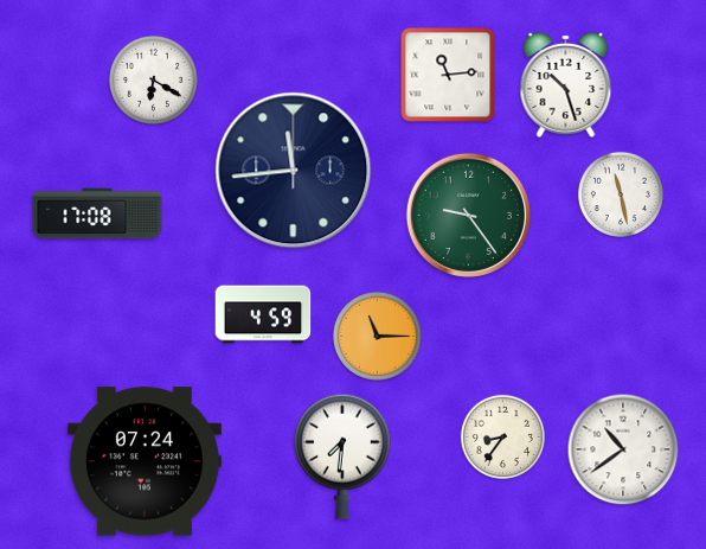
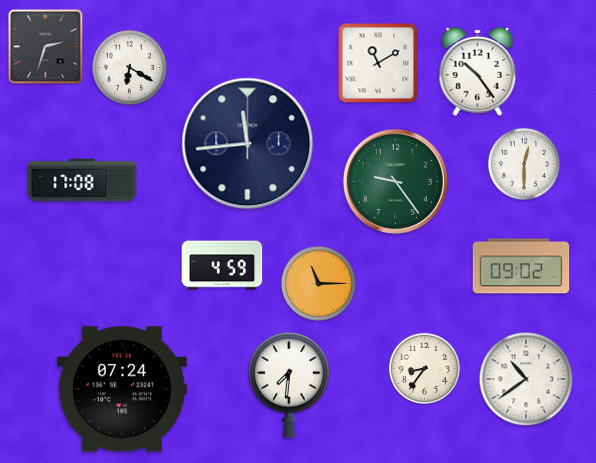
clock at (46, 47): none -> 2:33
clock at (448, 75): 11:14 -> 11:10
clock at (566, 84): 10:27 -> 10:24
clock at (621, 194): 11:28 -> 12:30
clock at (521, 266): none -> 09:02
